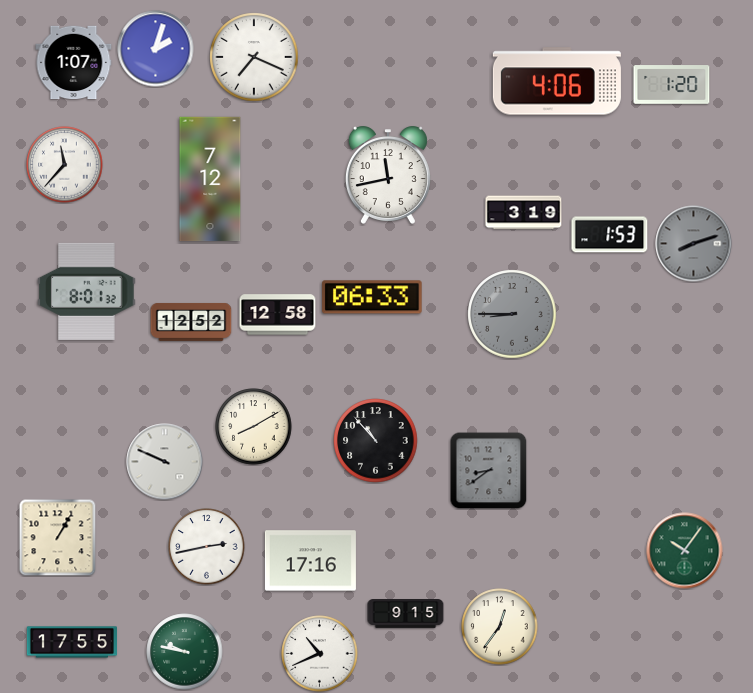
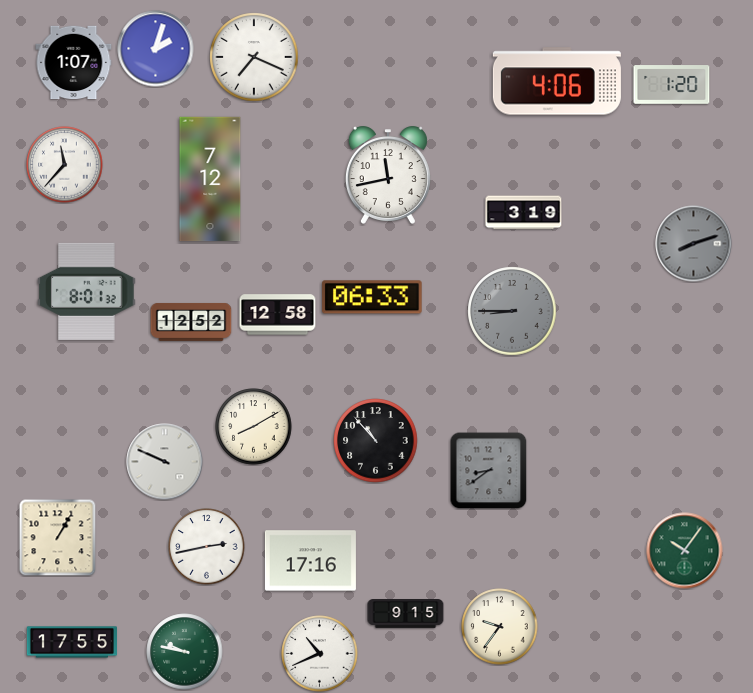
clock at (610, 235): 1:53 -> none
clock at (512, 314) position: (512, 314) -> (512, 311)
clock at (500, 627): 12:36 -> 9:36
